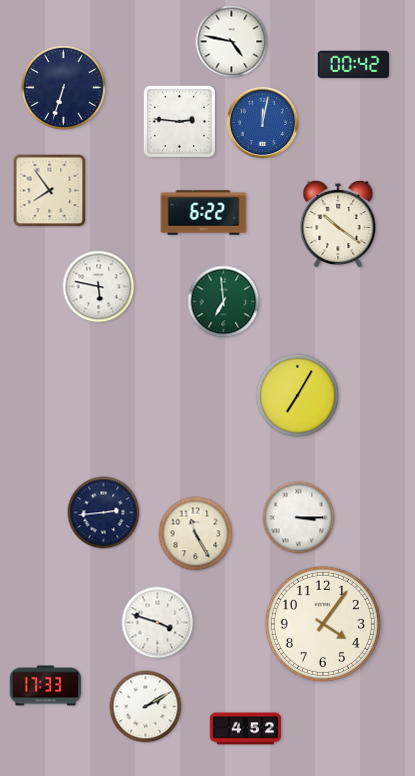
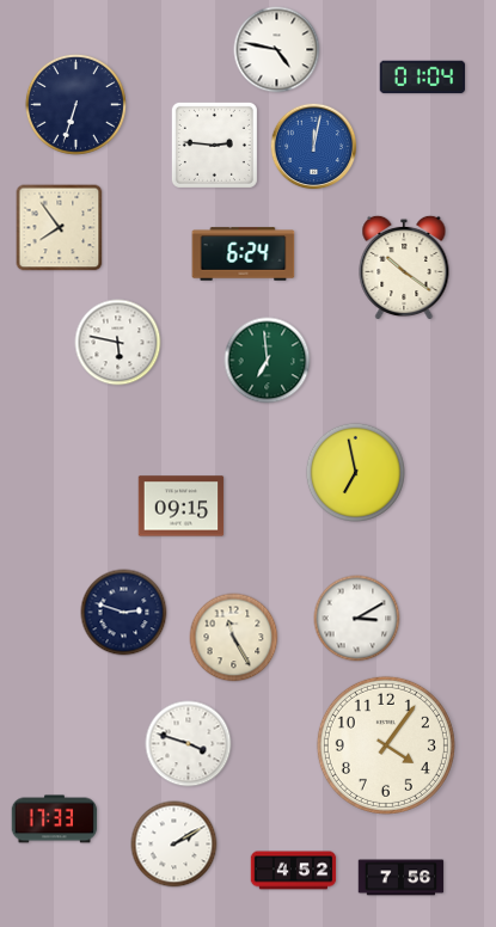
clock at (354, 65): 00:42 -> 01:04
clock at (204, 213): 6:22 -> 6:24
clock at (297, 395): 7:05 -> 6:58
clock at (182, 507): none -> 09:15
clock at (104, 513): 2:44 -> 2:48
clock at (299, 518): 3:15 -> 3:10
clock at (402, 878): none -> 7:56
